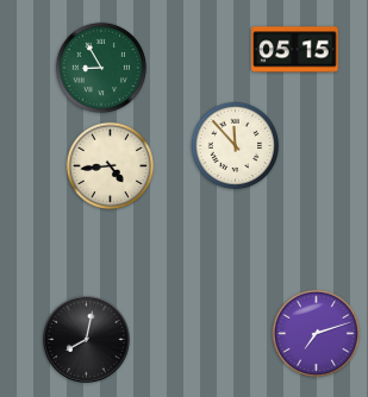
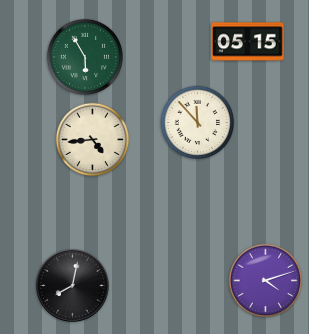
clock at (101, 68): 8:55 -> 5:55
clock at (317, 334): 7:12 -> 4:12
